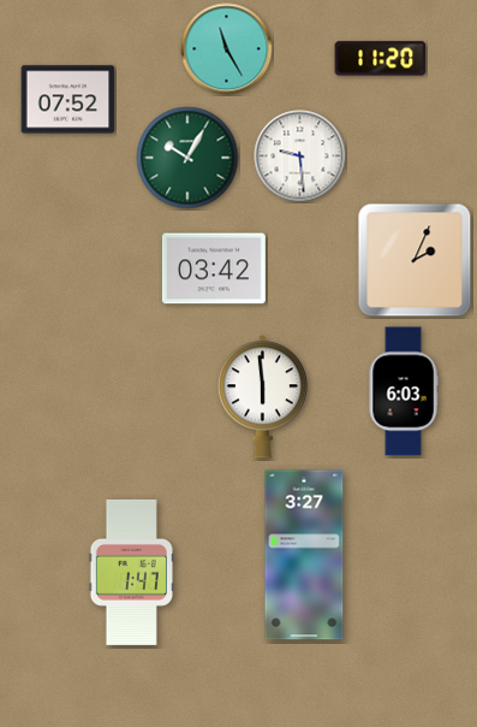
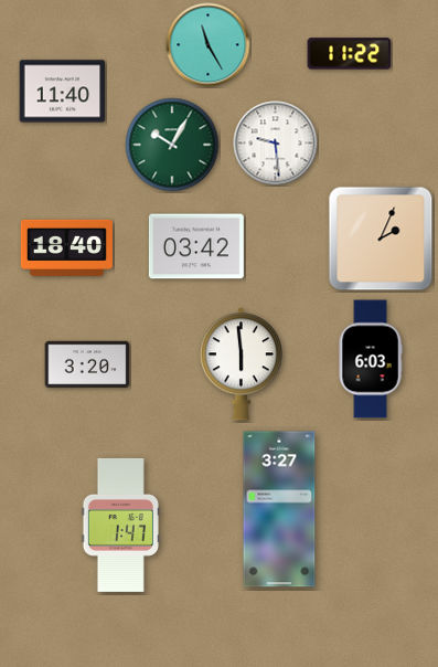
clock at (381, 59): 11:20 -> 11:22
clock at (68, 100): 07:52 -> 11:40
clock at (66, 247): none -> 18:40
clock at (87, 364): none -> 3:20
